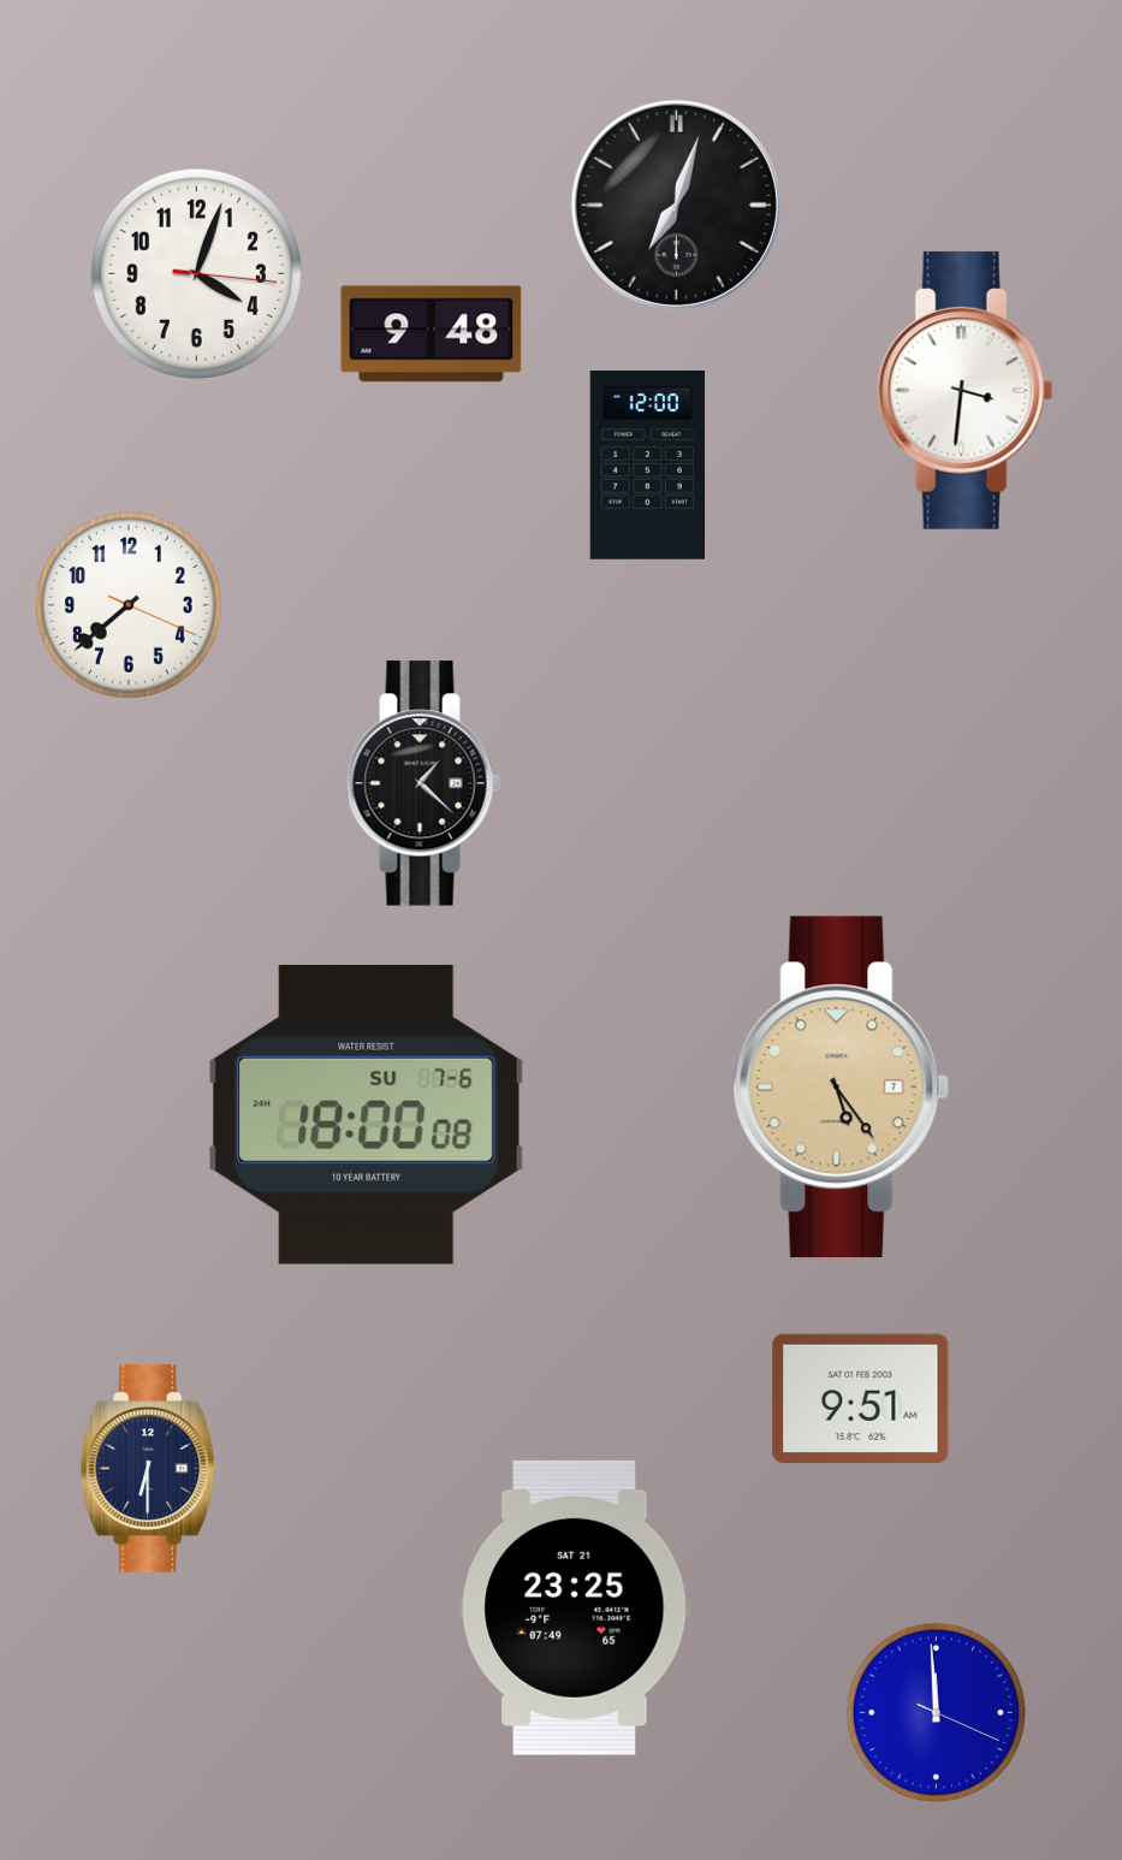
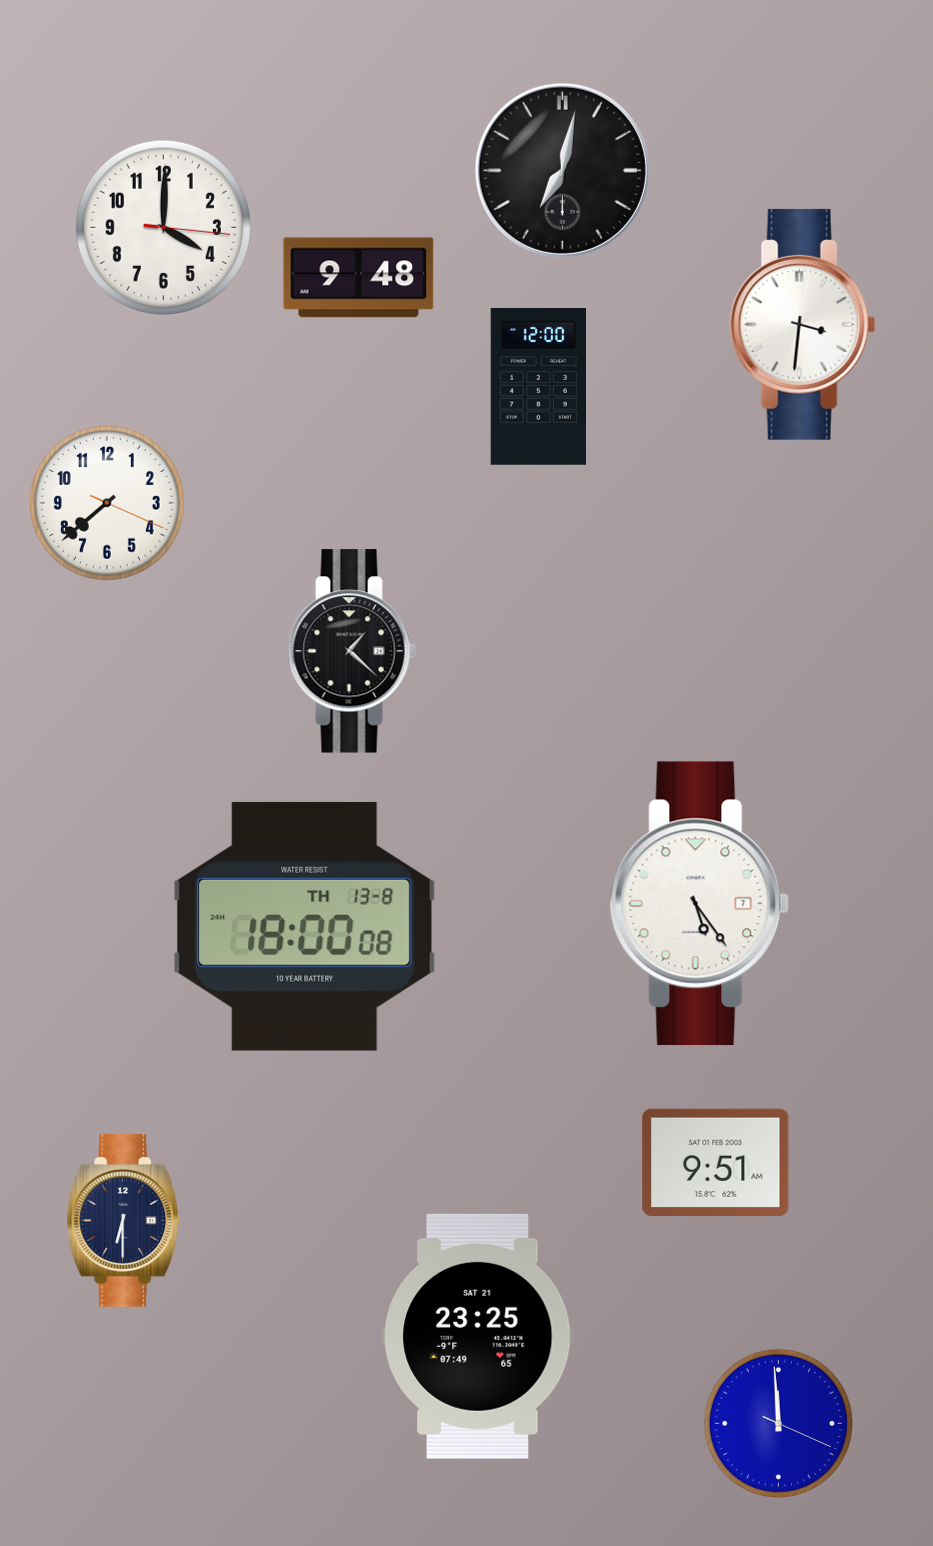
clock at (676, 205): 7:03 -> 7:02
clock at (196, 273): 4:03 -> 4:00
clock at (842, 1088) dial: champagne -> white
clock at (367, 1114) date: SU 7-6 -> TH 13-8
